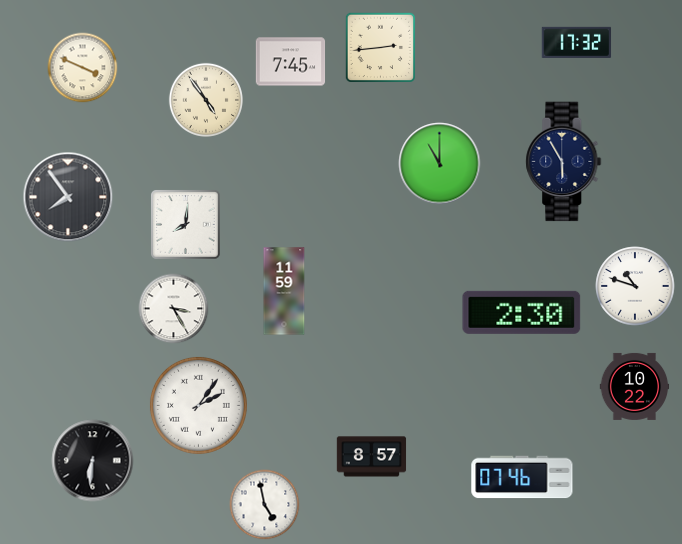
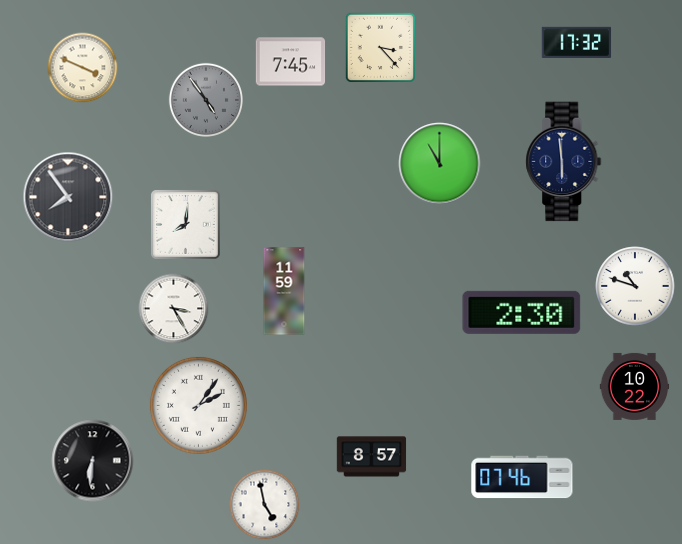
clock at (380, 47): 2:44 -> 3:23
clock at (206, 100) dial: cream -> grey
clock at (564, 162): 5:55 -> 5:59
